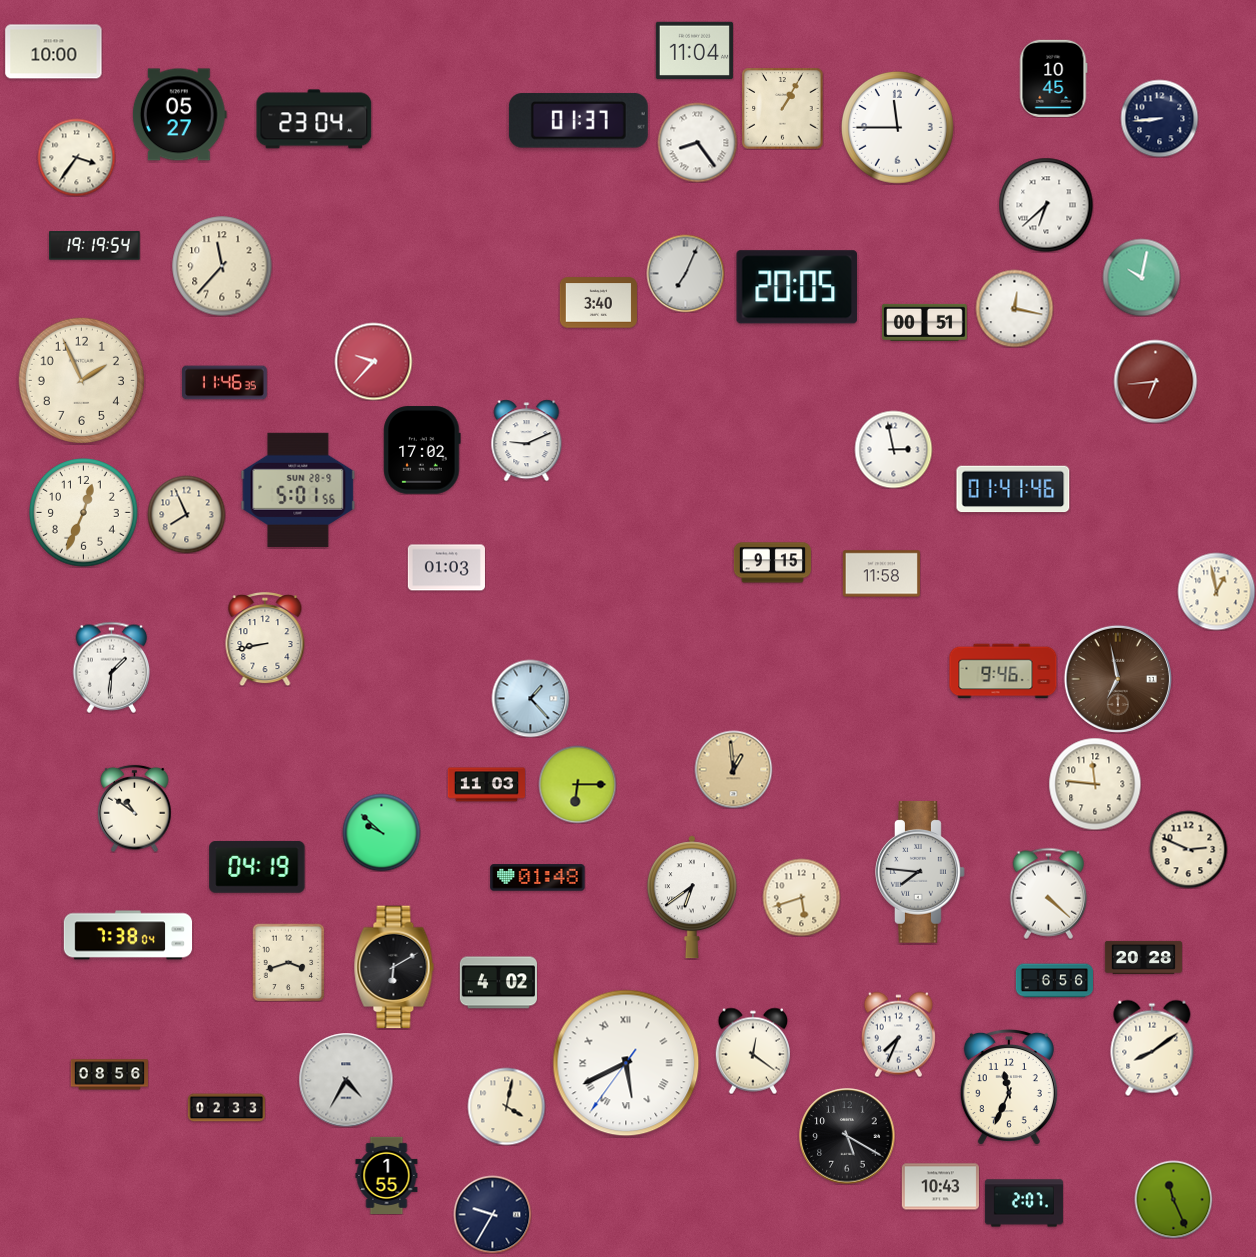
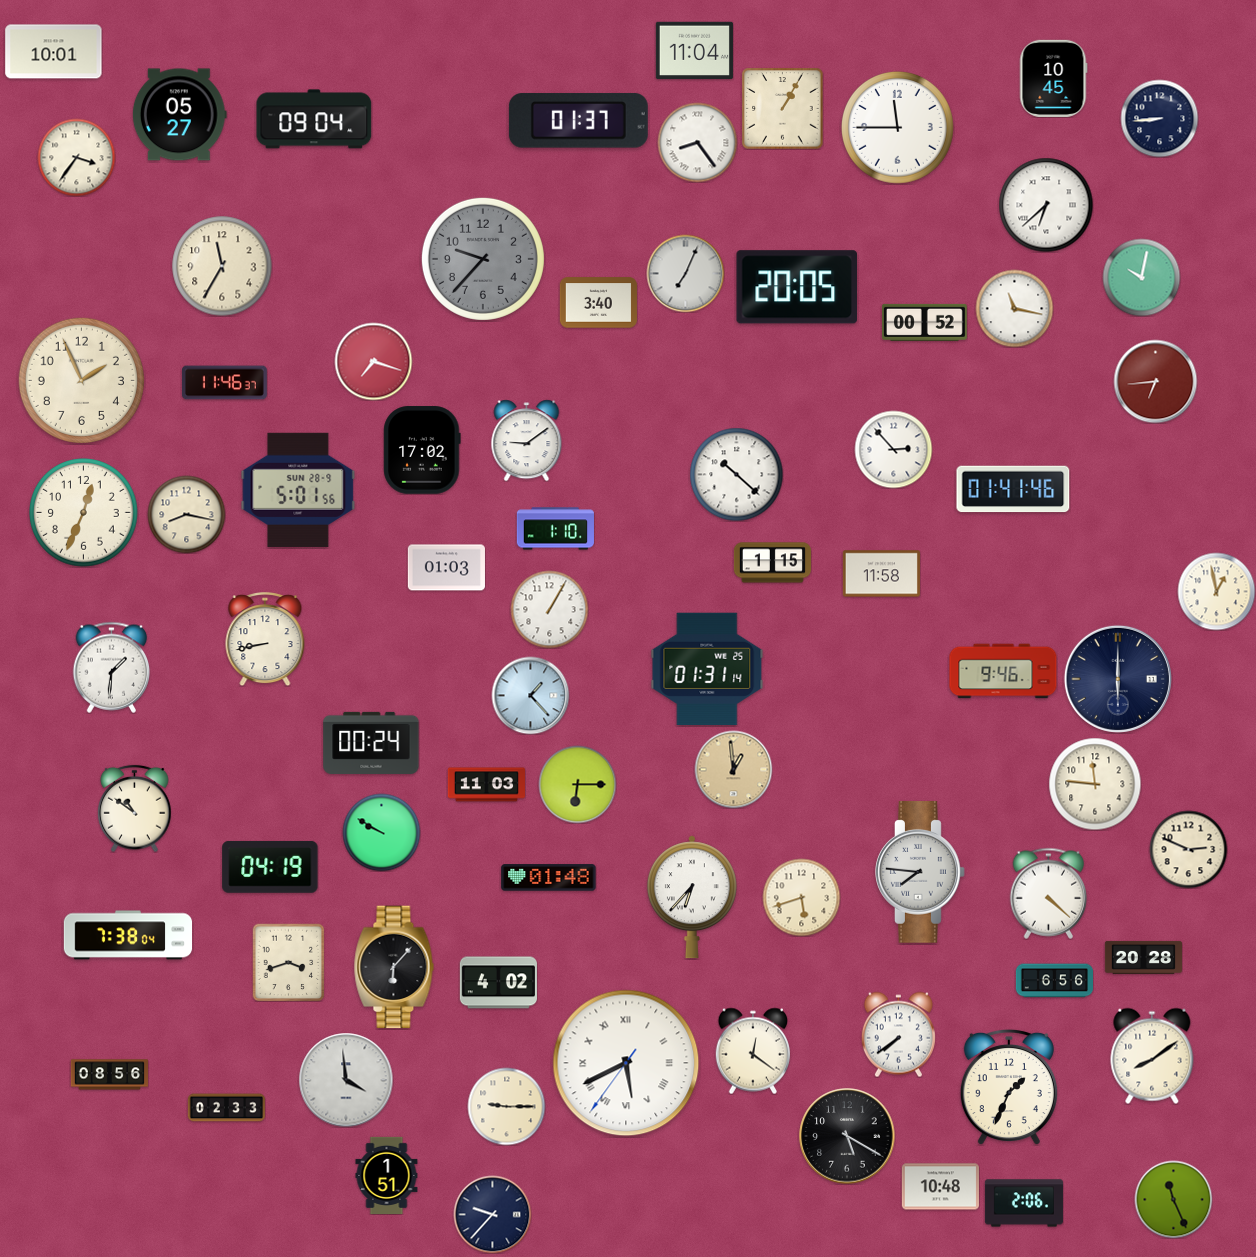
clock at (54, 52): 10:00 -> 10:01
clock at (314, 119): 23:04 -> 09:04
clock at (95, 246): 19:19 -> none
clock at (483, 259): none -> 9:37
clock at (222, 266): 11:37 -> 11:35
clock at (1014, 308): 12:17 -> 11:17
clock at (924, 322): 00:51 -> 00:52
clock at (373, 361): 9:37 -> 7:18
clock at (224, 383): 11:46:35 -> 11:46:37
clock at (527, 440): 9:11 -> 9:09
clock at (893, 449): 2:58 -> 2:53
clock at (736, 474): none -> 10:22
clock at (186, 514): 7:56 -> 8:17
clock at (555, 529): none -> 1:10
clock at (772, 563): 9:15 -> 1:15
clock at (549, 609): none -> 1:05
clock at (707, 669): none -> 01:31
clock at (1118, 679): 6:58 -> 6:00
clock at (1118, 679) dial: brown -> navy
clock at (530, 698) position: (530, 698) -> (530, 695)
clock at (371, 743): none -> 00:24
clock at (381, 832): 9:52 -> 9:50
clock at (257, 867) position: (257, 867) -> (270, 867)
clock at (538, 878) position: (538, 878) -> (549, 878)
clock at (692, 897): 6:39 -> 6:37
clock at (394, 967): 6:10 -> 6:07
clock at (898, 1034): 7:34 -> 7:39
clock at (1152, 1048) position: (1152, 1048) -> (1152, 1056)
clock at (346, 1080): 4:35 -> 3:59
clock at (1009, 1087): 11:34 -> 1:34
clock at (506, 1106): 4:02 -> 9:15
clock at (387, 1175): 1:55 -> 1:51
clock at (940, 1187): 10:43 -> 10:48
clock at (1024, 1203): 2:07 -> 2:06
clock at (492, 1214): 9:35 -> 9:37
